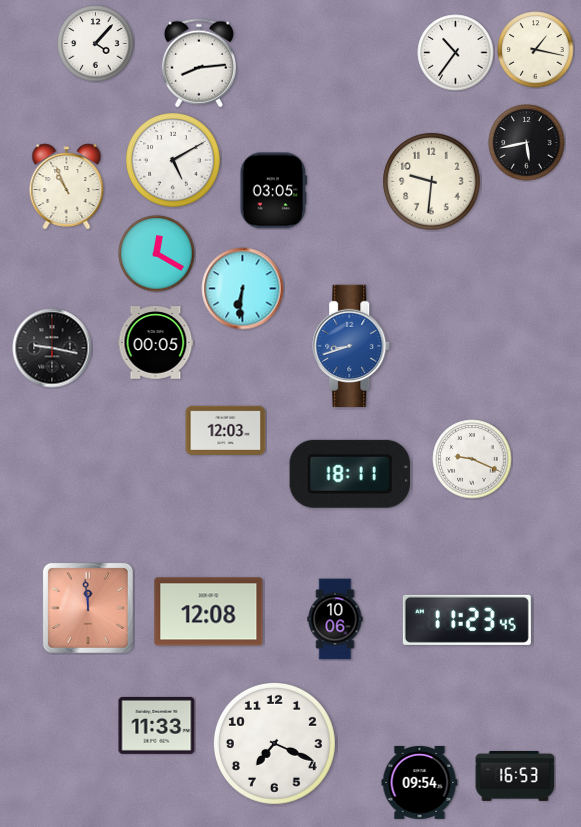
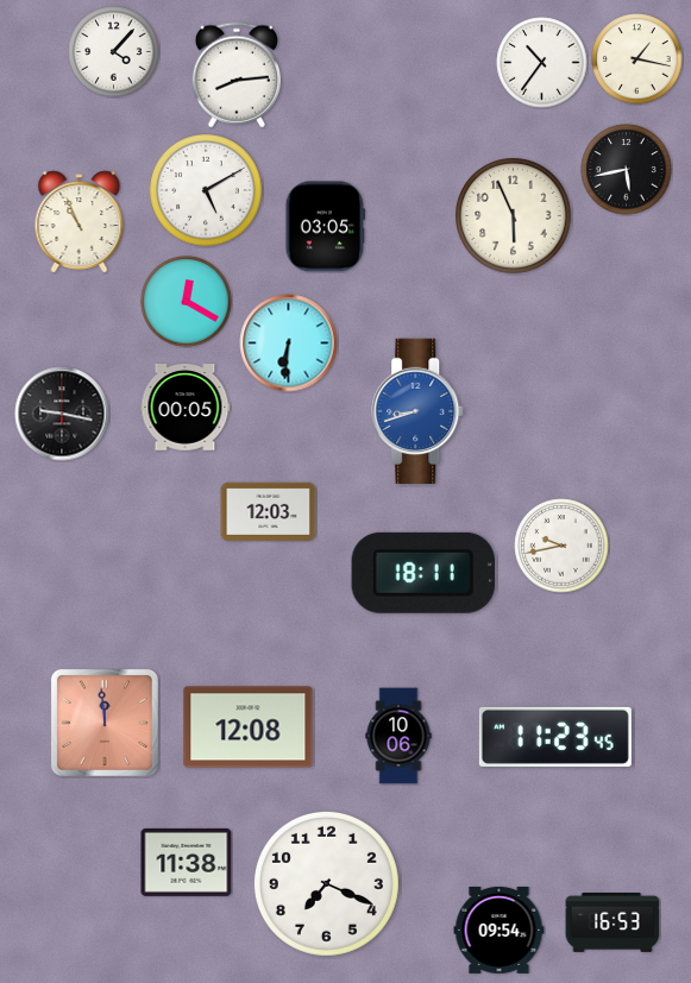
clock at (432, 182): 9:31 -> 5:56
clock at (472, 459): 9:19 -> 9:43
clock at (350, 474) position: (350, 474) -> (423, 573)
clock at (157, 725): 11:33 -> 11:38
